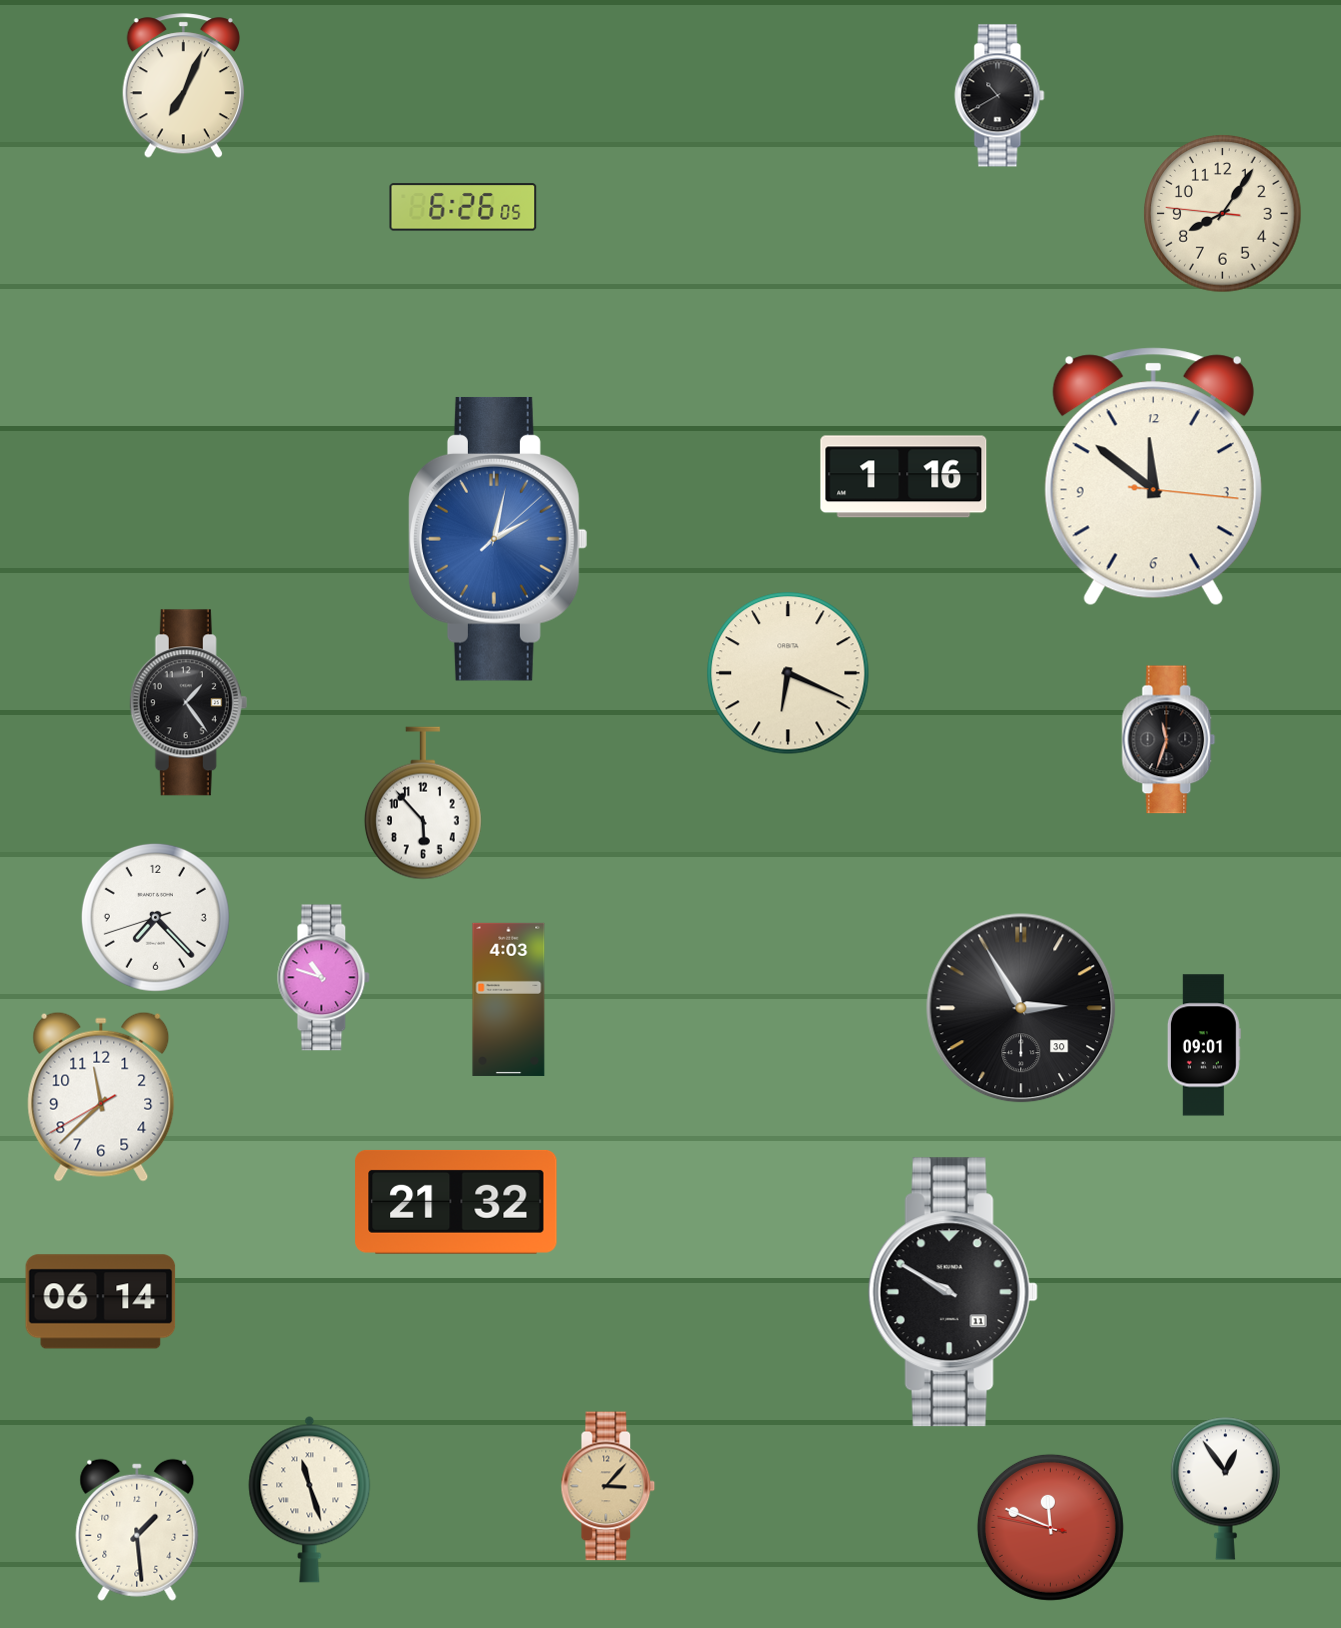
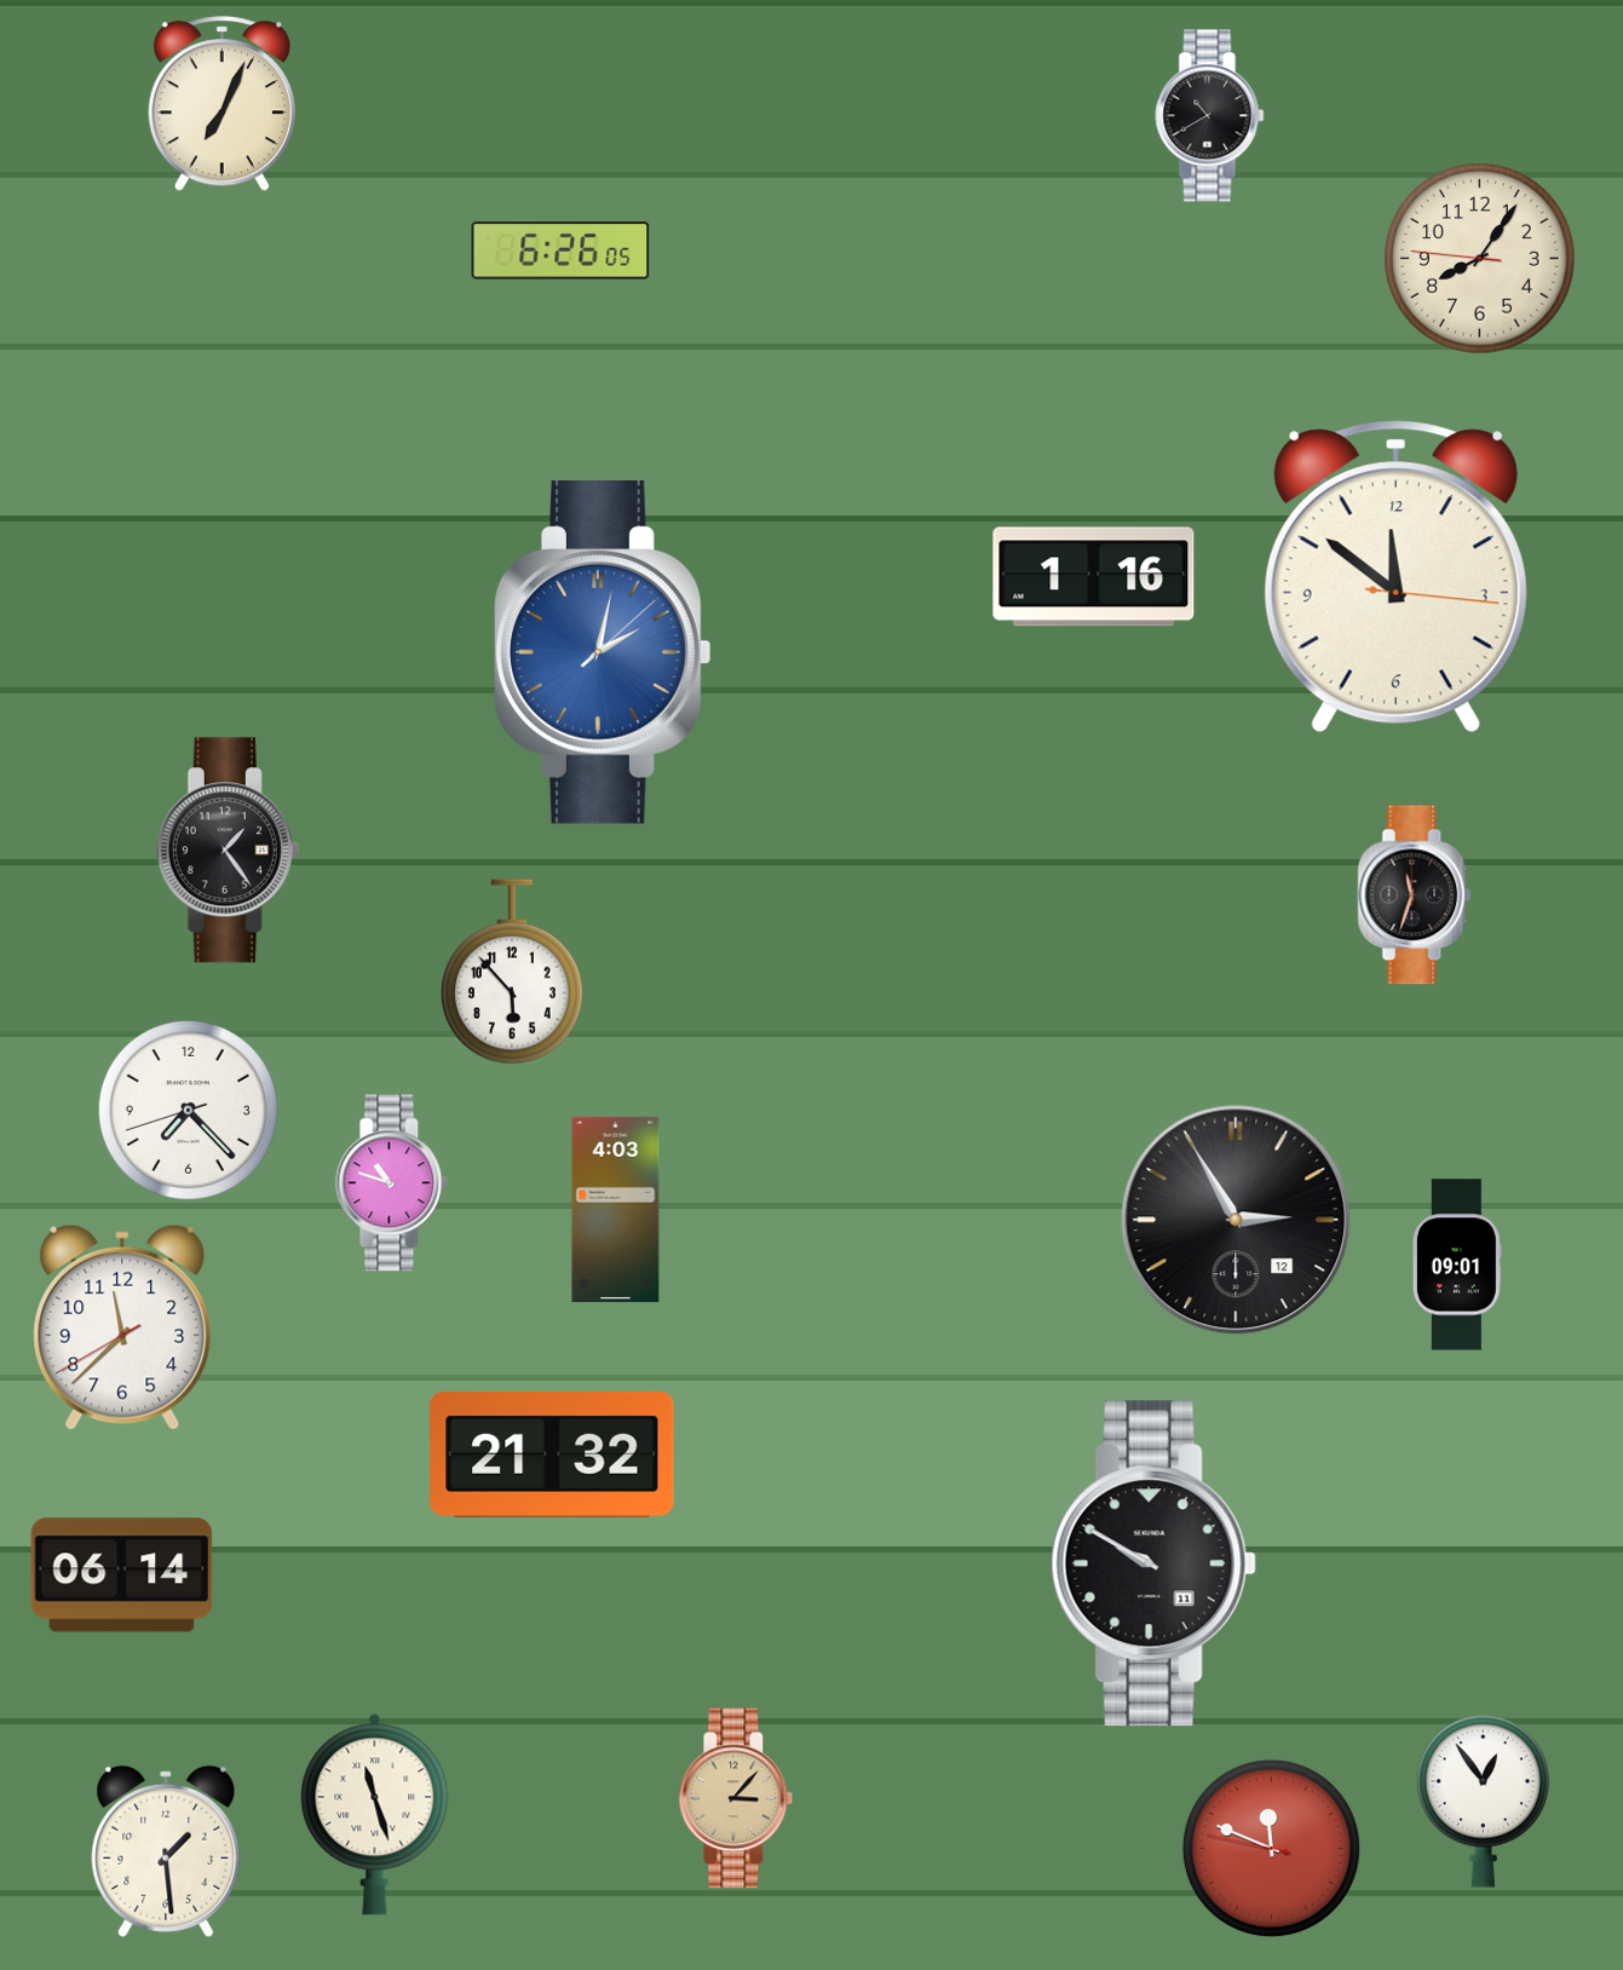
clock at (788, 673): 6:19 -> none
clock at (1021, 1008) date: 30 -> 12
